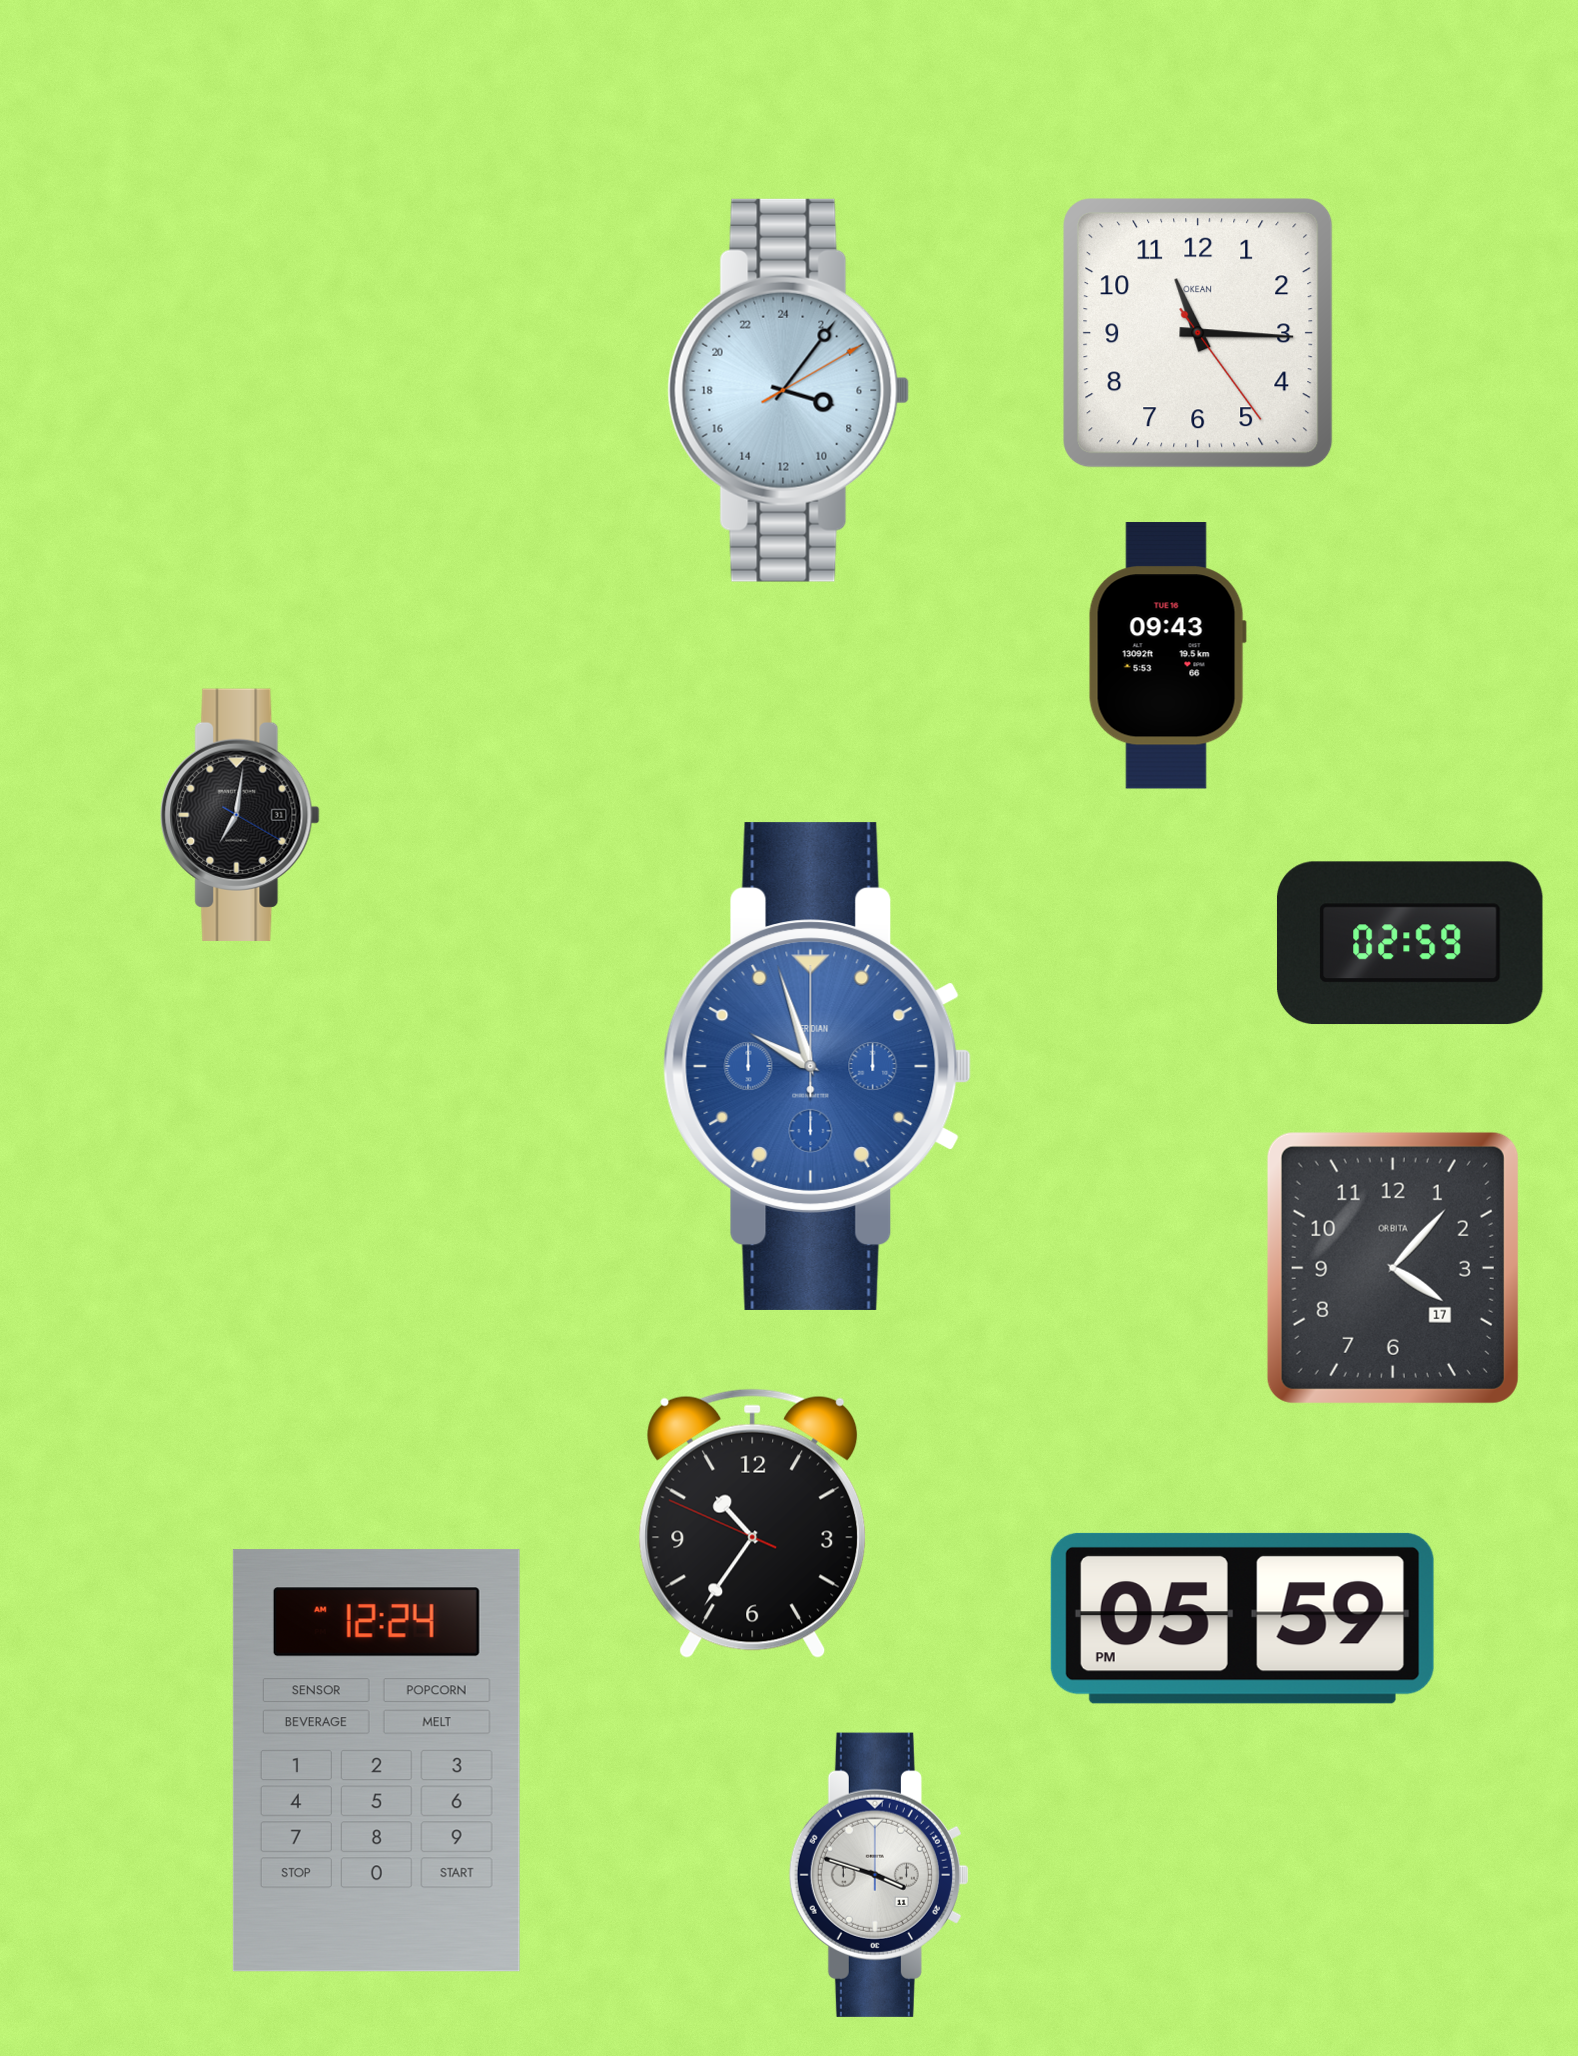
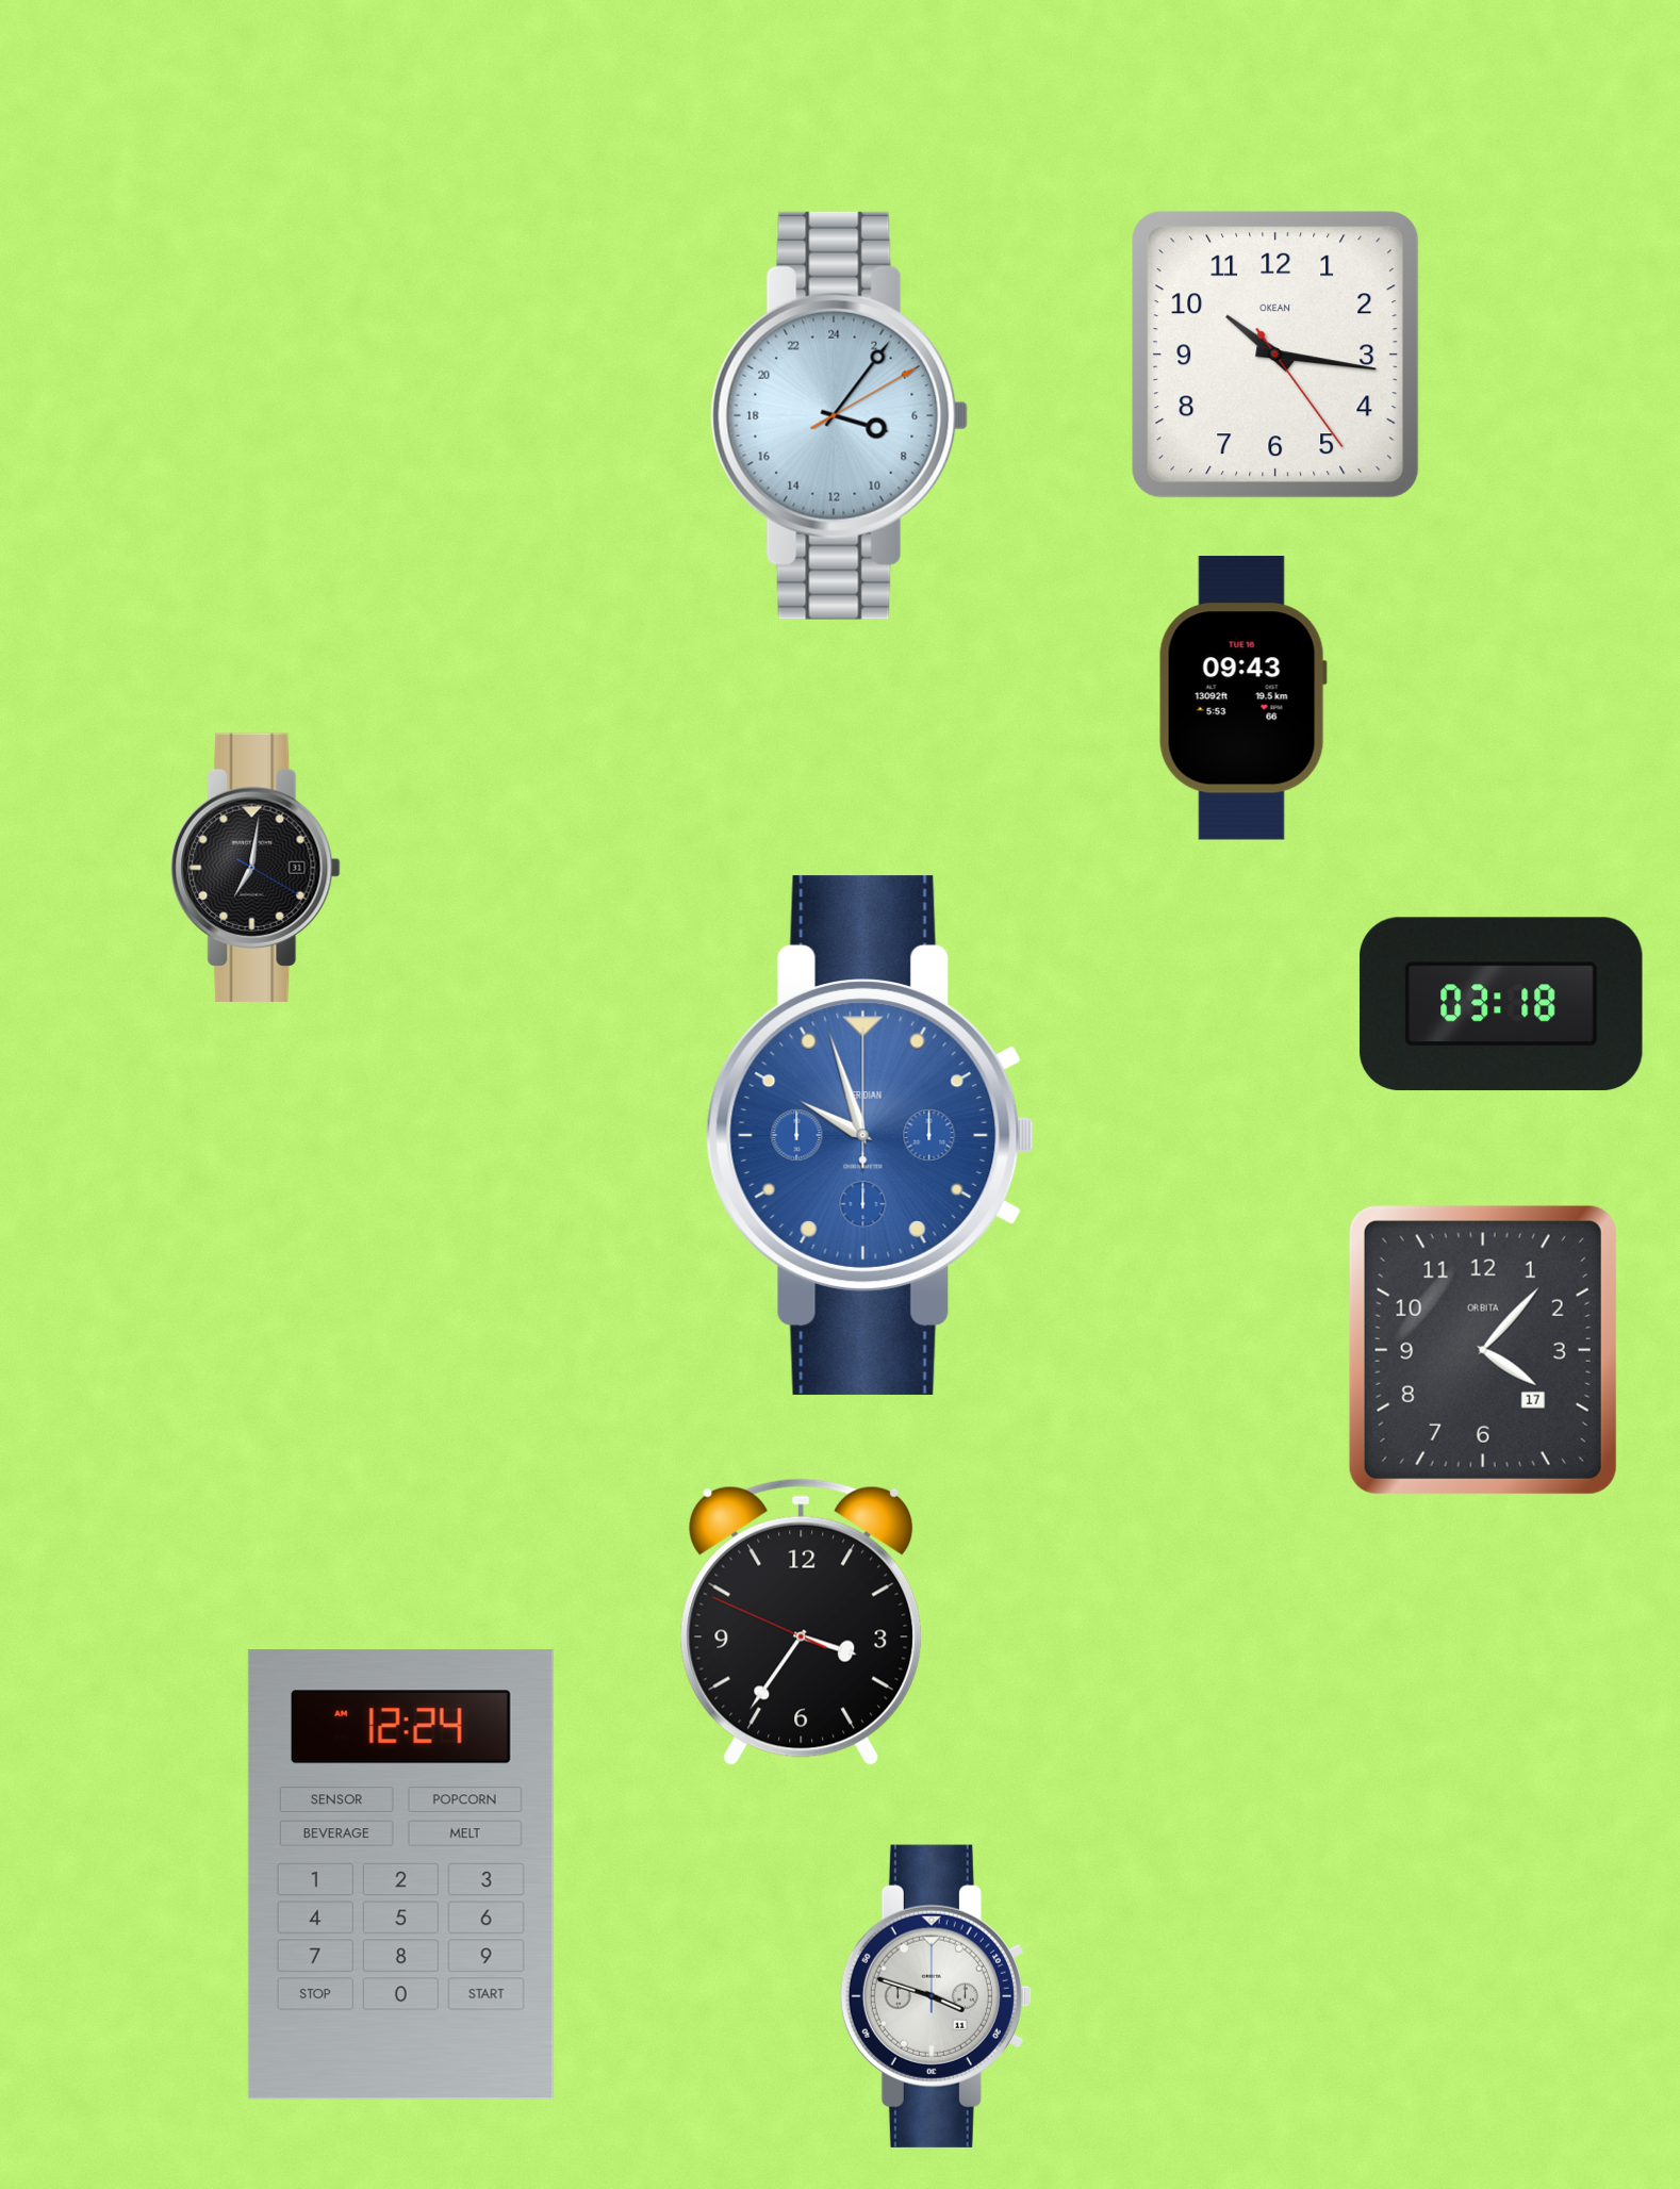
clock at (1198, 333): 11:15 -> 10:16
clock at (1410, 943): 02:59 -> 03:18
clock at (753, 1523): 10:35 -> 3:35
clock at (1242, 1618): 05:59 -> none
